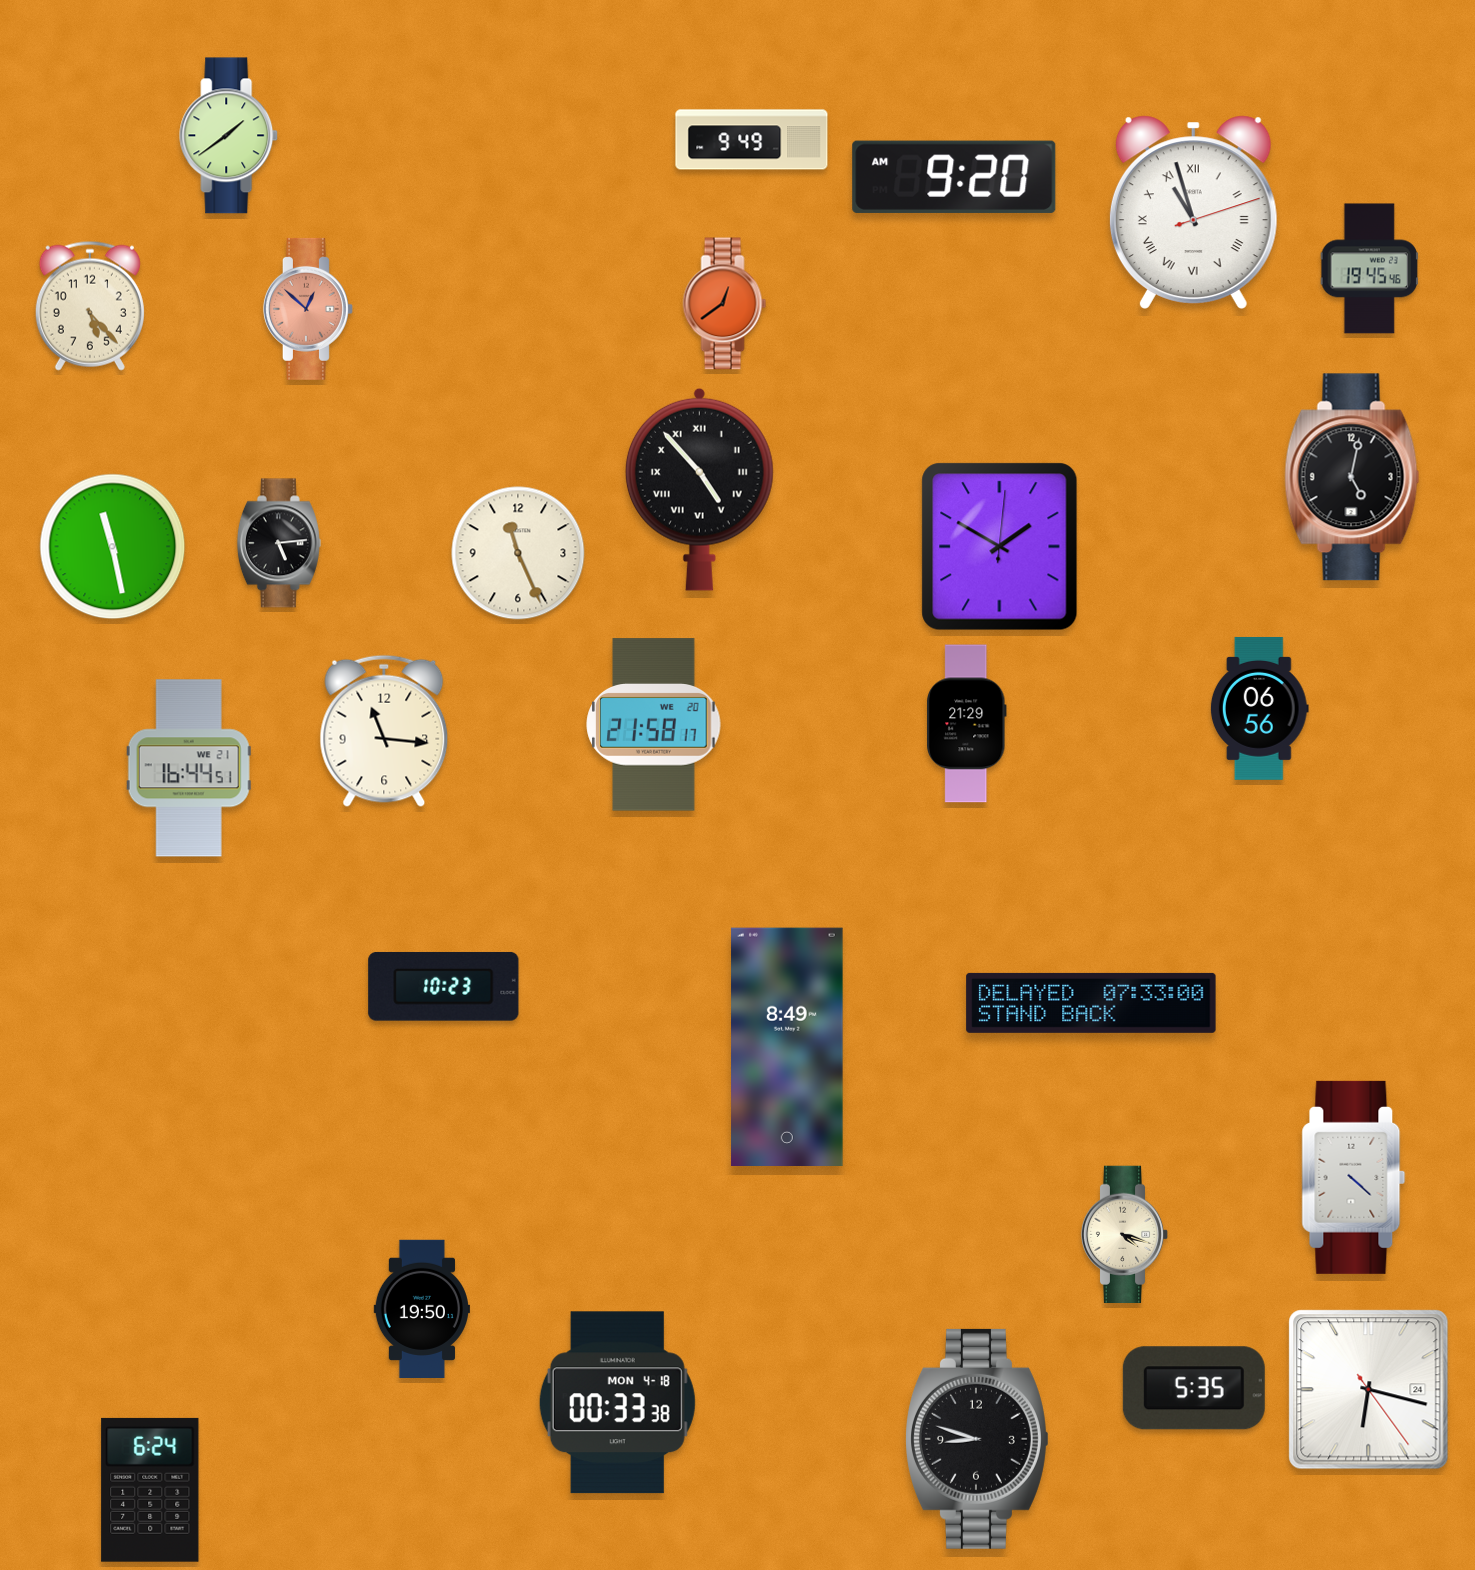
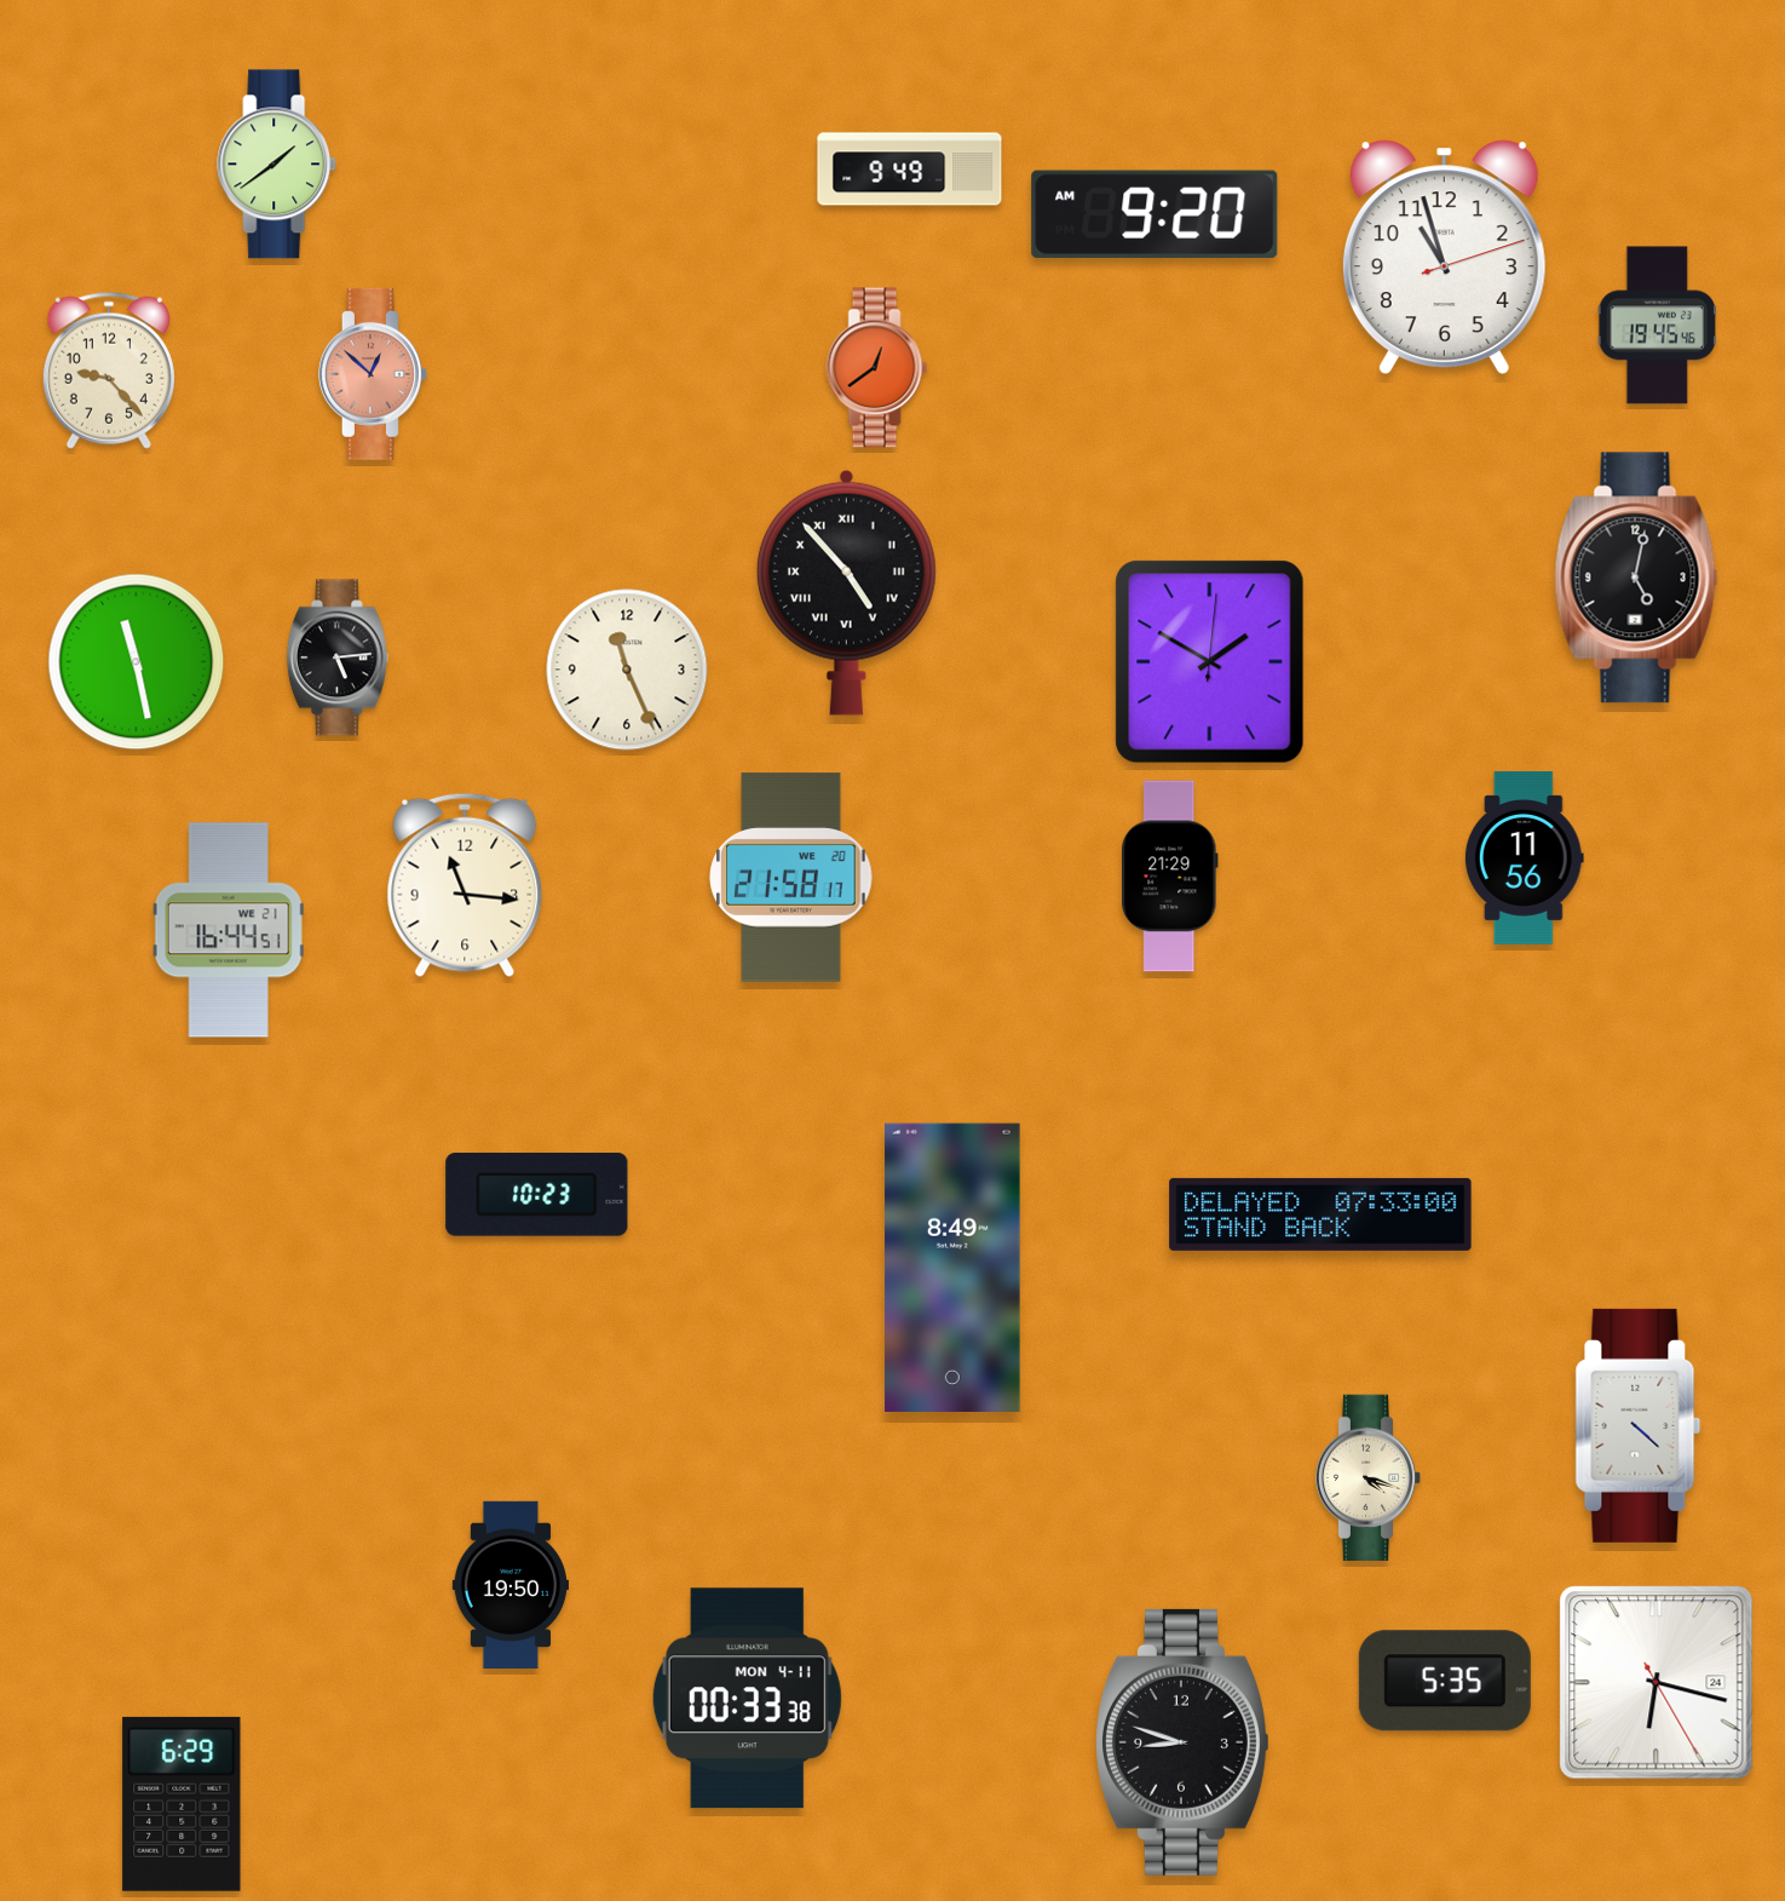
clock at (1193, 212) numerals: Roman -> Arabic
clock at (90, 306): 5:23 -> 9:23
clock at (1259, 708): 06:56 -> 11:56
clock at (1125, 1234) position: (1125, 1234) -> (1369, 1477)
clock at (1369, 1390): 6:17:24 -> 6:17:25
clock at (617, 1403) date: MON 4-18 -> MON 4-11
clock at (150, 1490): 6:24 -> 6:29
